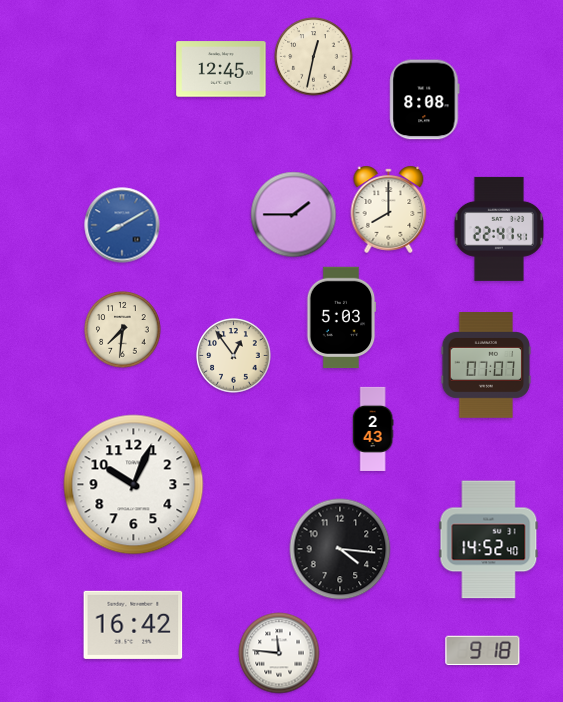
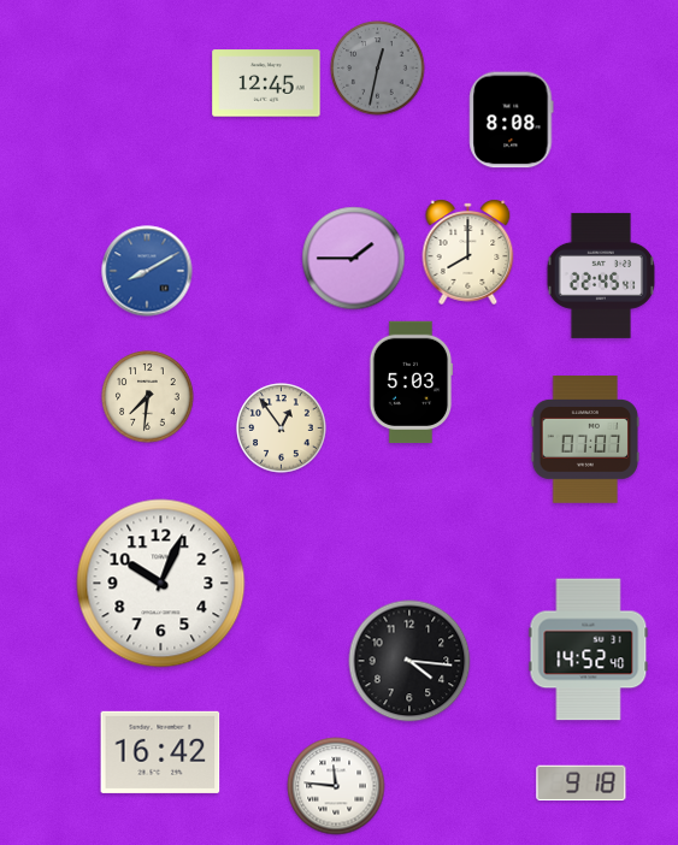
clock at (314, 57) dial: cream -> grey
clock at (498, 229): 22:41 -> 22:45
clock at (373, 429): 2:43 -> none
